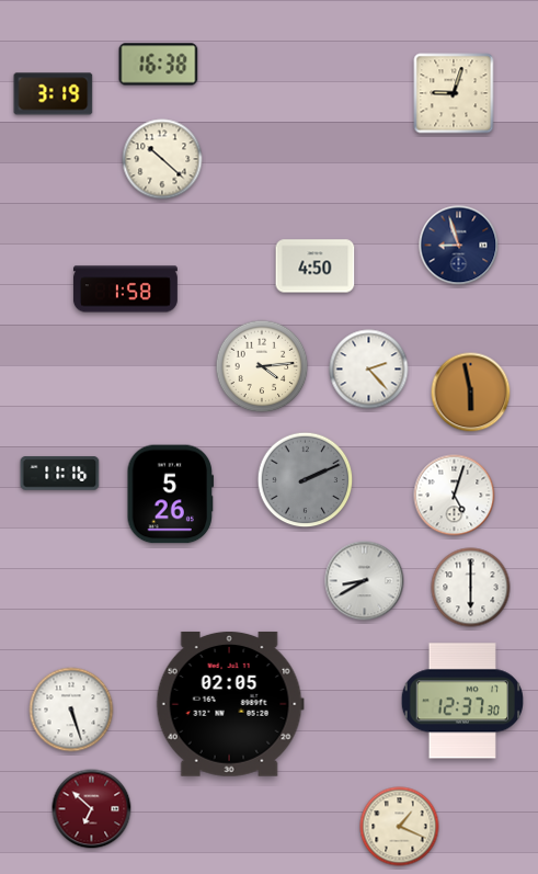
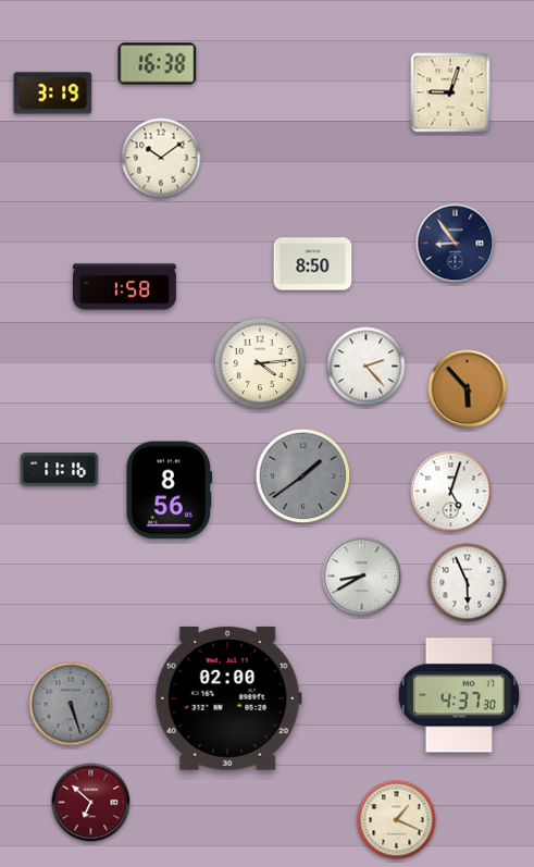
clock at (162, 159): 10:22 -> 10:09
clock at (459, 246): 8:57 -> 8:54
clock at (316, 266): 4:50 -> 8:50
clock at (471, 393): 5:58 -> 5:53
clock at (306, 480): 2:11 -> 1:39
clock at (171, 495): 5:26 -> 8:56
clock at (471, 588): 6:00 -> 5:56
clock at (461, 701): 12:37 -> 4:37
clock at (230, 704): 02:05 -> 02:00
clock at (71, 710) dial: white -> grey
